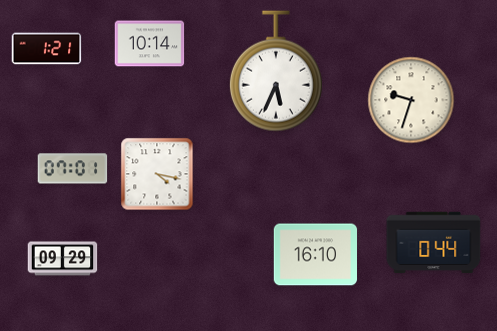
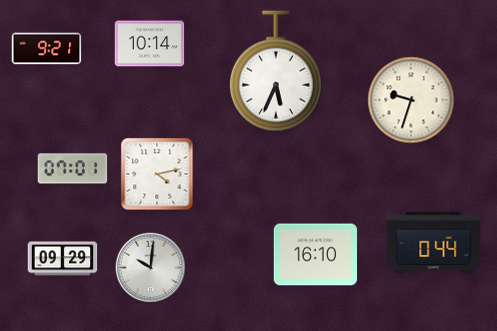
clock at (47, 49): 1:21 -> 9:21
clock at (157, 174): 4:17 -> 4:13
clock at (151, 268): none -> 10:01
